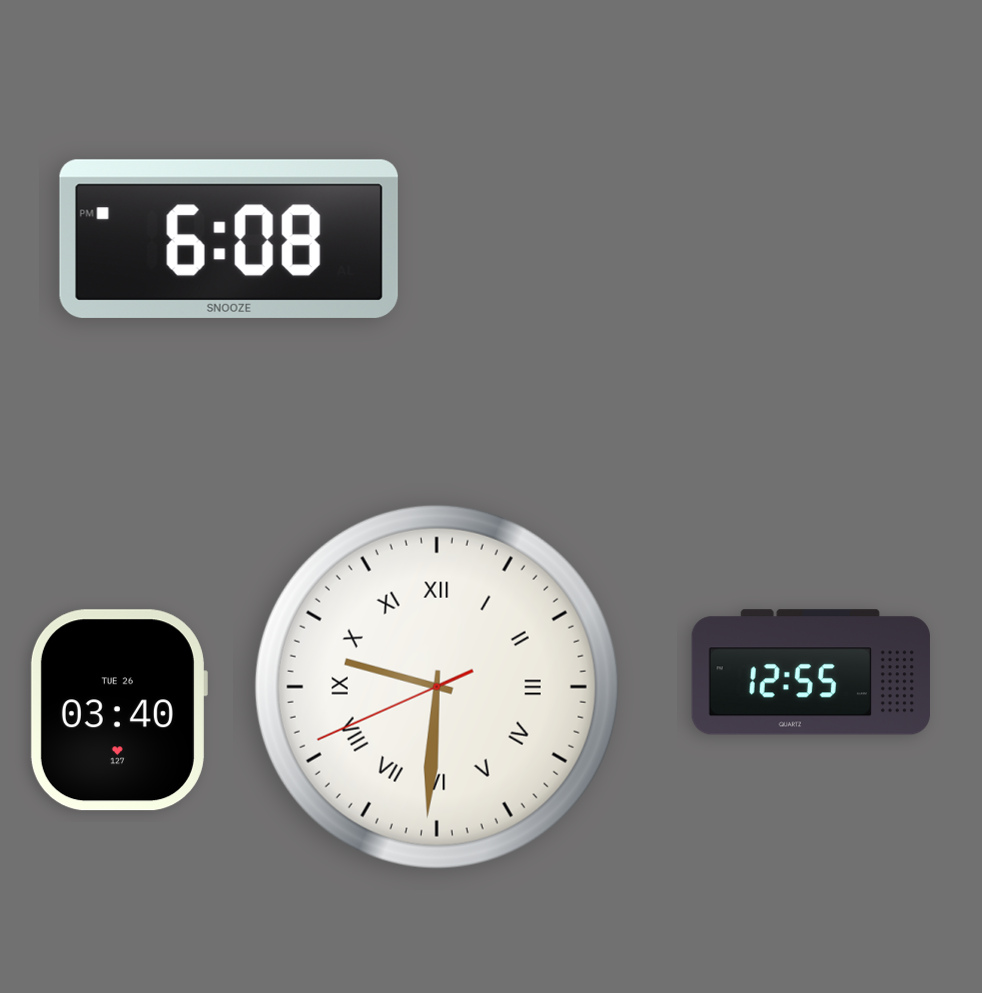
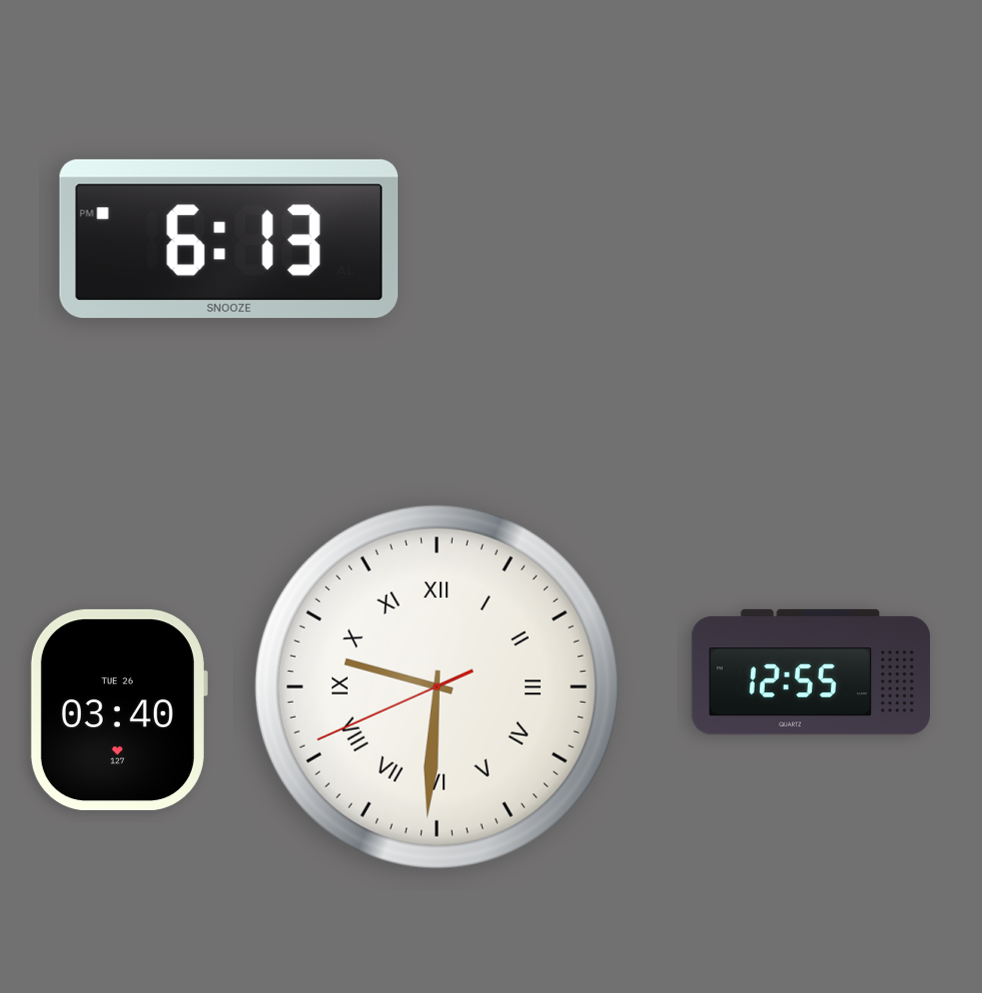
clock at (229, 239): 6:08 -> 6:13
